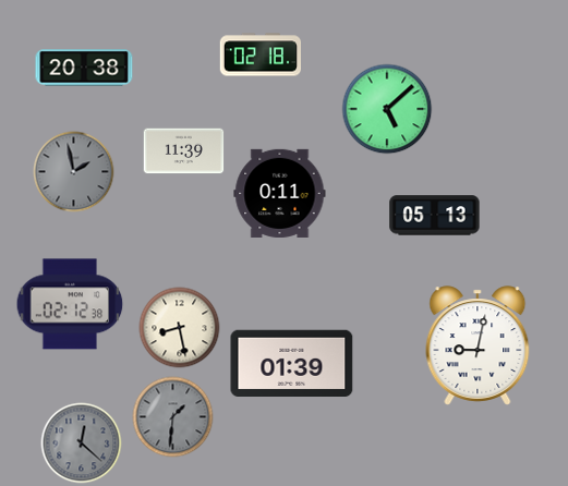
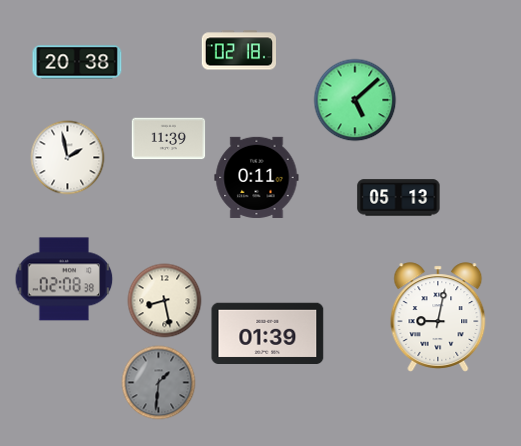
clock at (74, 172) dial: grey -> white
clock at (70, 304): 02:12 -> 02:08
clock at (82, 444): 12:22 -> none
